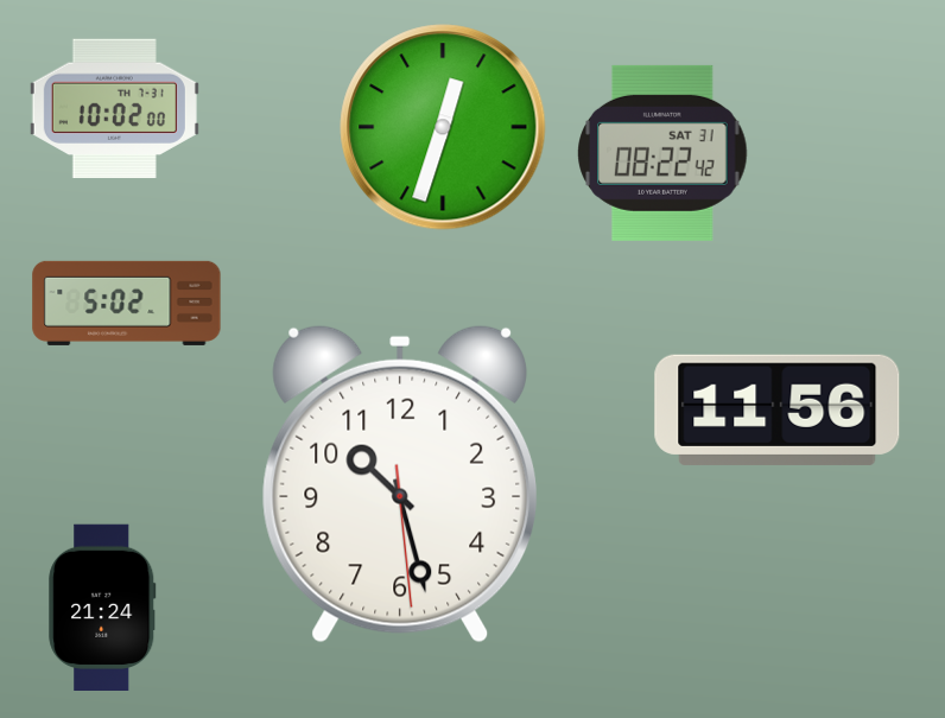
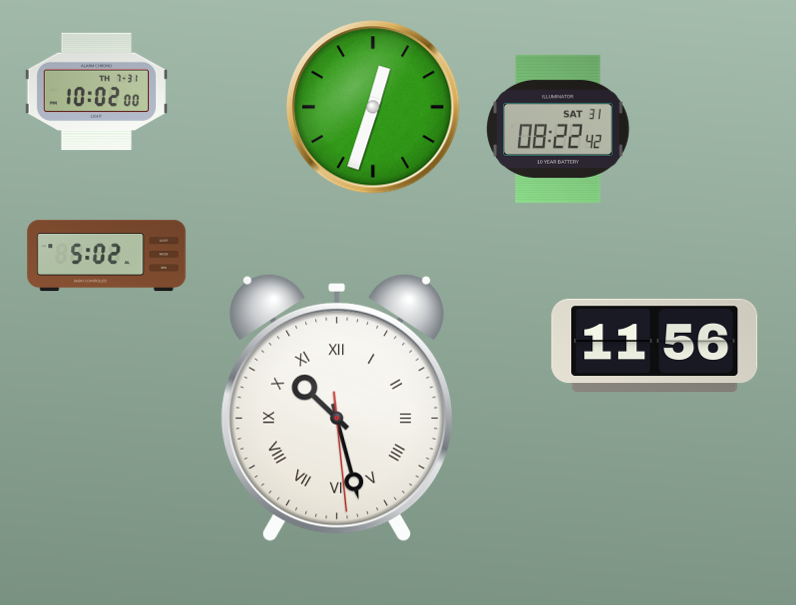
clock at (400, 484) numerals: Arabic -> Roman
clock at (102, 606): 21:24 -> none
